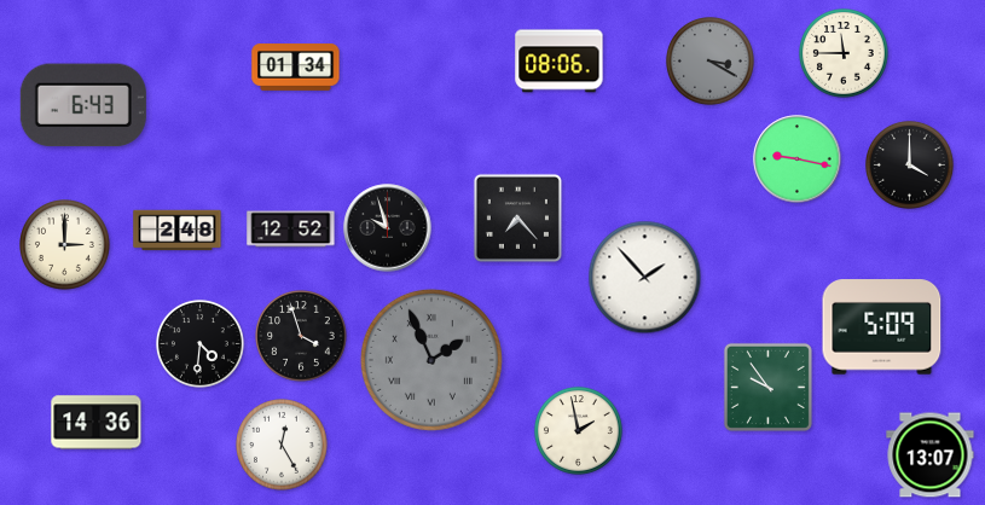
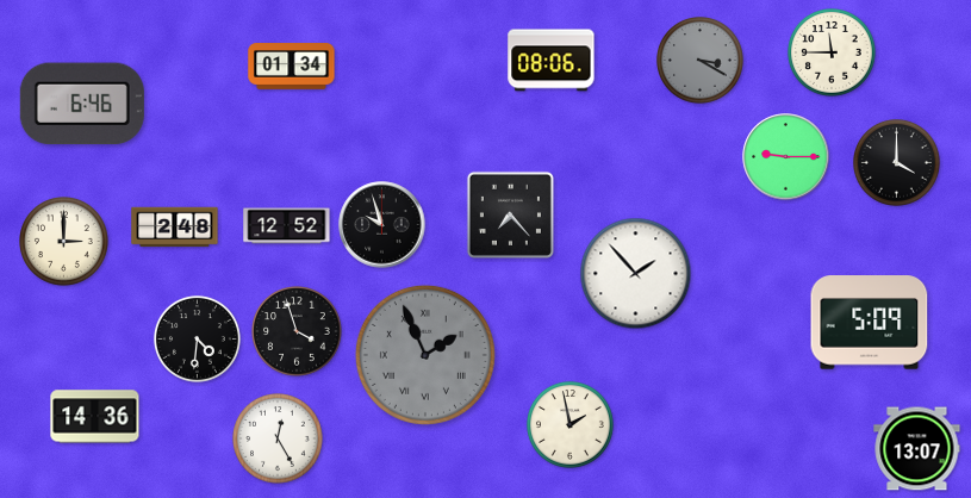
clock at (83, 105): 6:43 -> 6:46
clock at (798, 159): 9:17 -> 9:15
clock at (767, 387): 9:54 -> none
